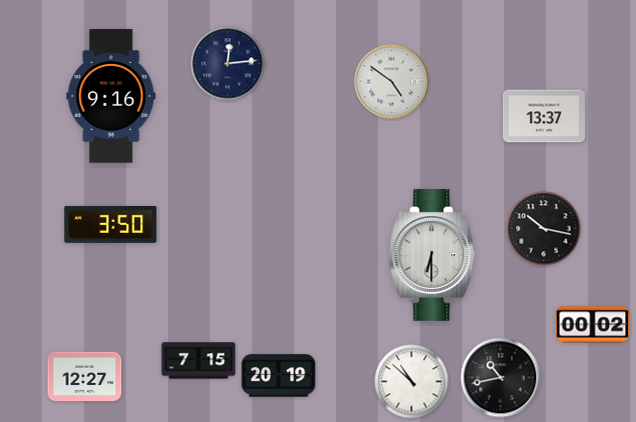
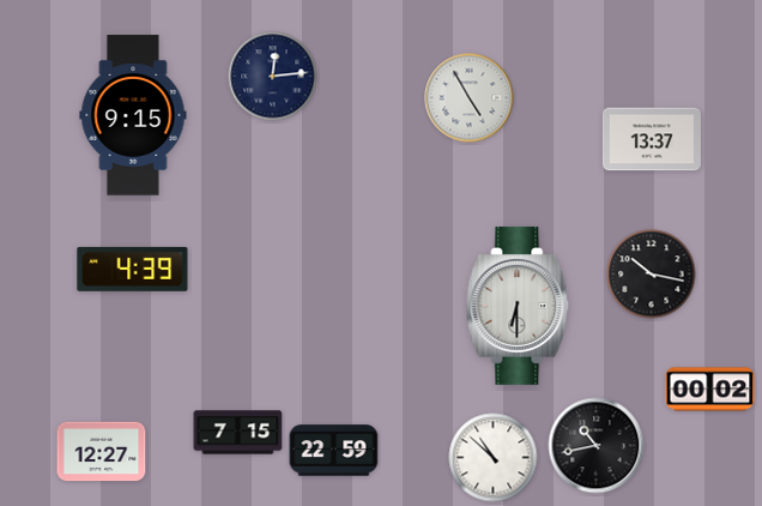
clock at (392, 82): 4:51 -> 4:55
clock at (111, 96): 9:16 -> 9:15
clock at (111, 224): 3:50 -> 4:39
clock at (279, 376): 20:19 -> 22:59
clock at (501, 378) position: (501, 378) -> (597, 446)
